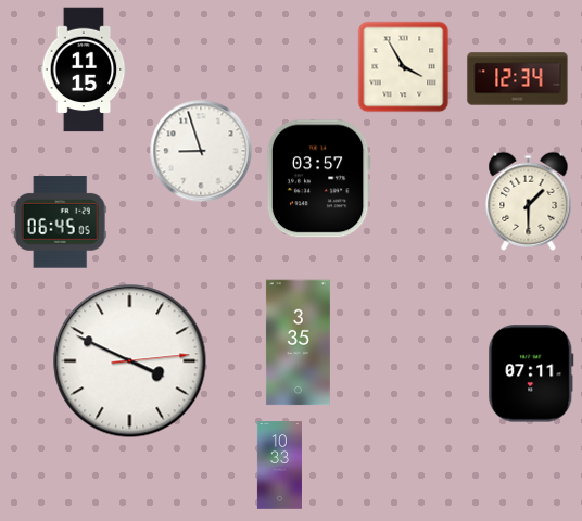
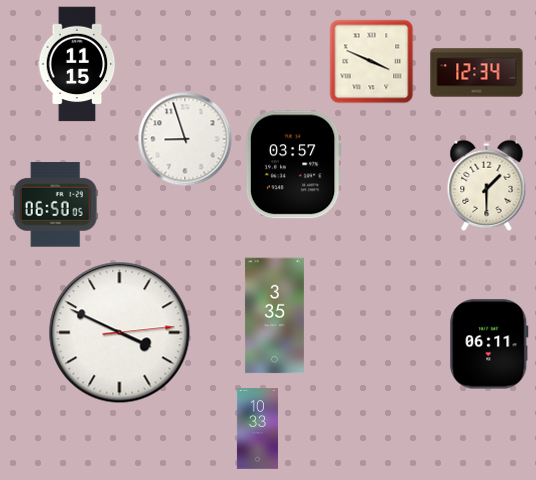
clock at (403, 66): 3:55 -> 3:49
clock at (60, 223): 06:45 -> 06:50
clock at (531, 373): 07:11 -> 06:11
